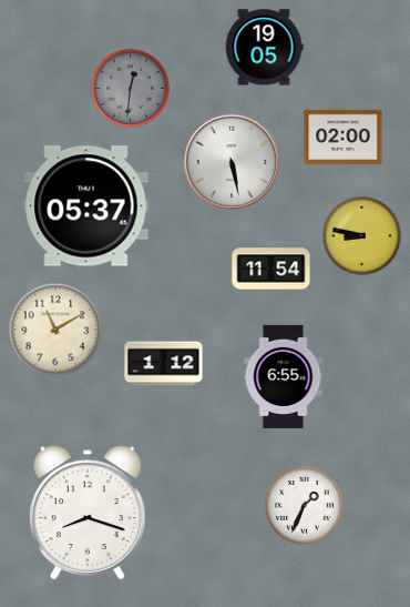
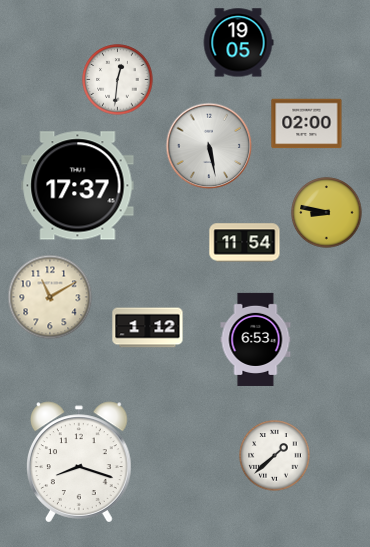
clock at (131, 89) dial: grey -> white
clock at (344, 138) position: (344, 138) -> (307, 124)
clock at (86, 206): 05:37 -> 17:37
clock at (284, 376): 6:55 -> 6:53
clock at (305, 506): 1:34 -> 1:38
